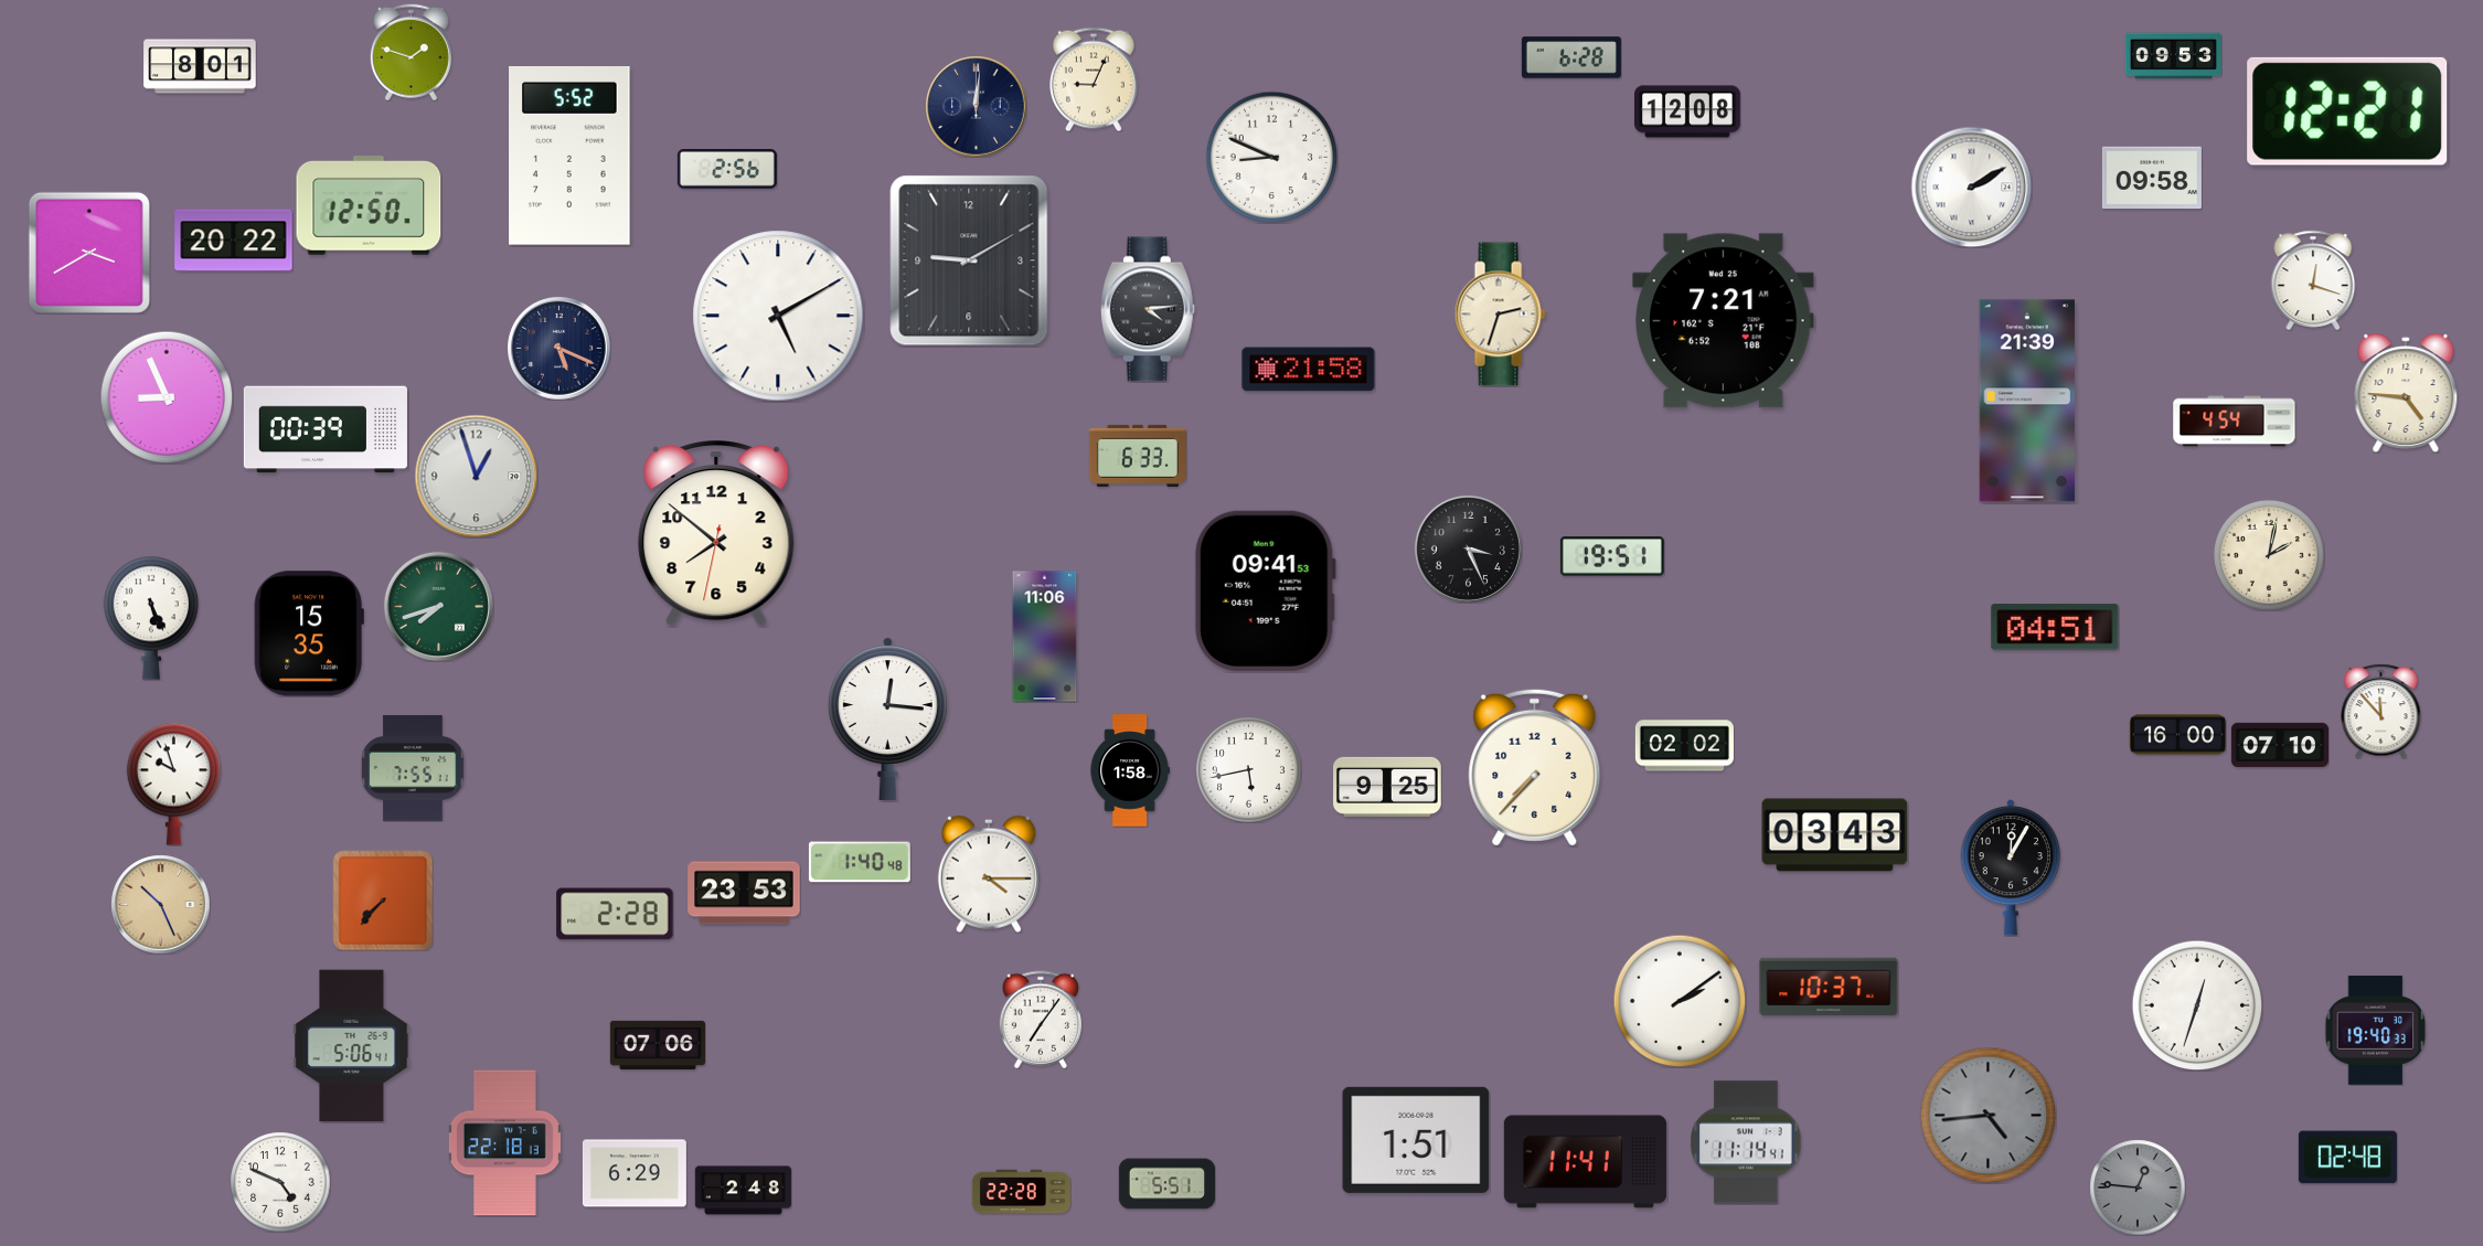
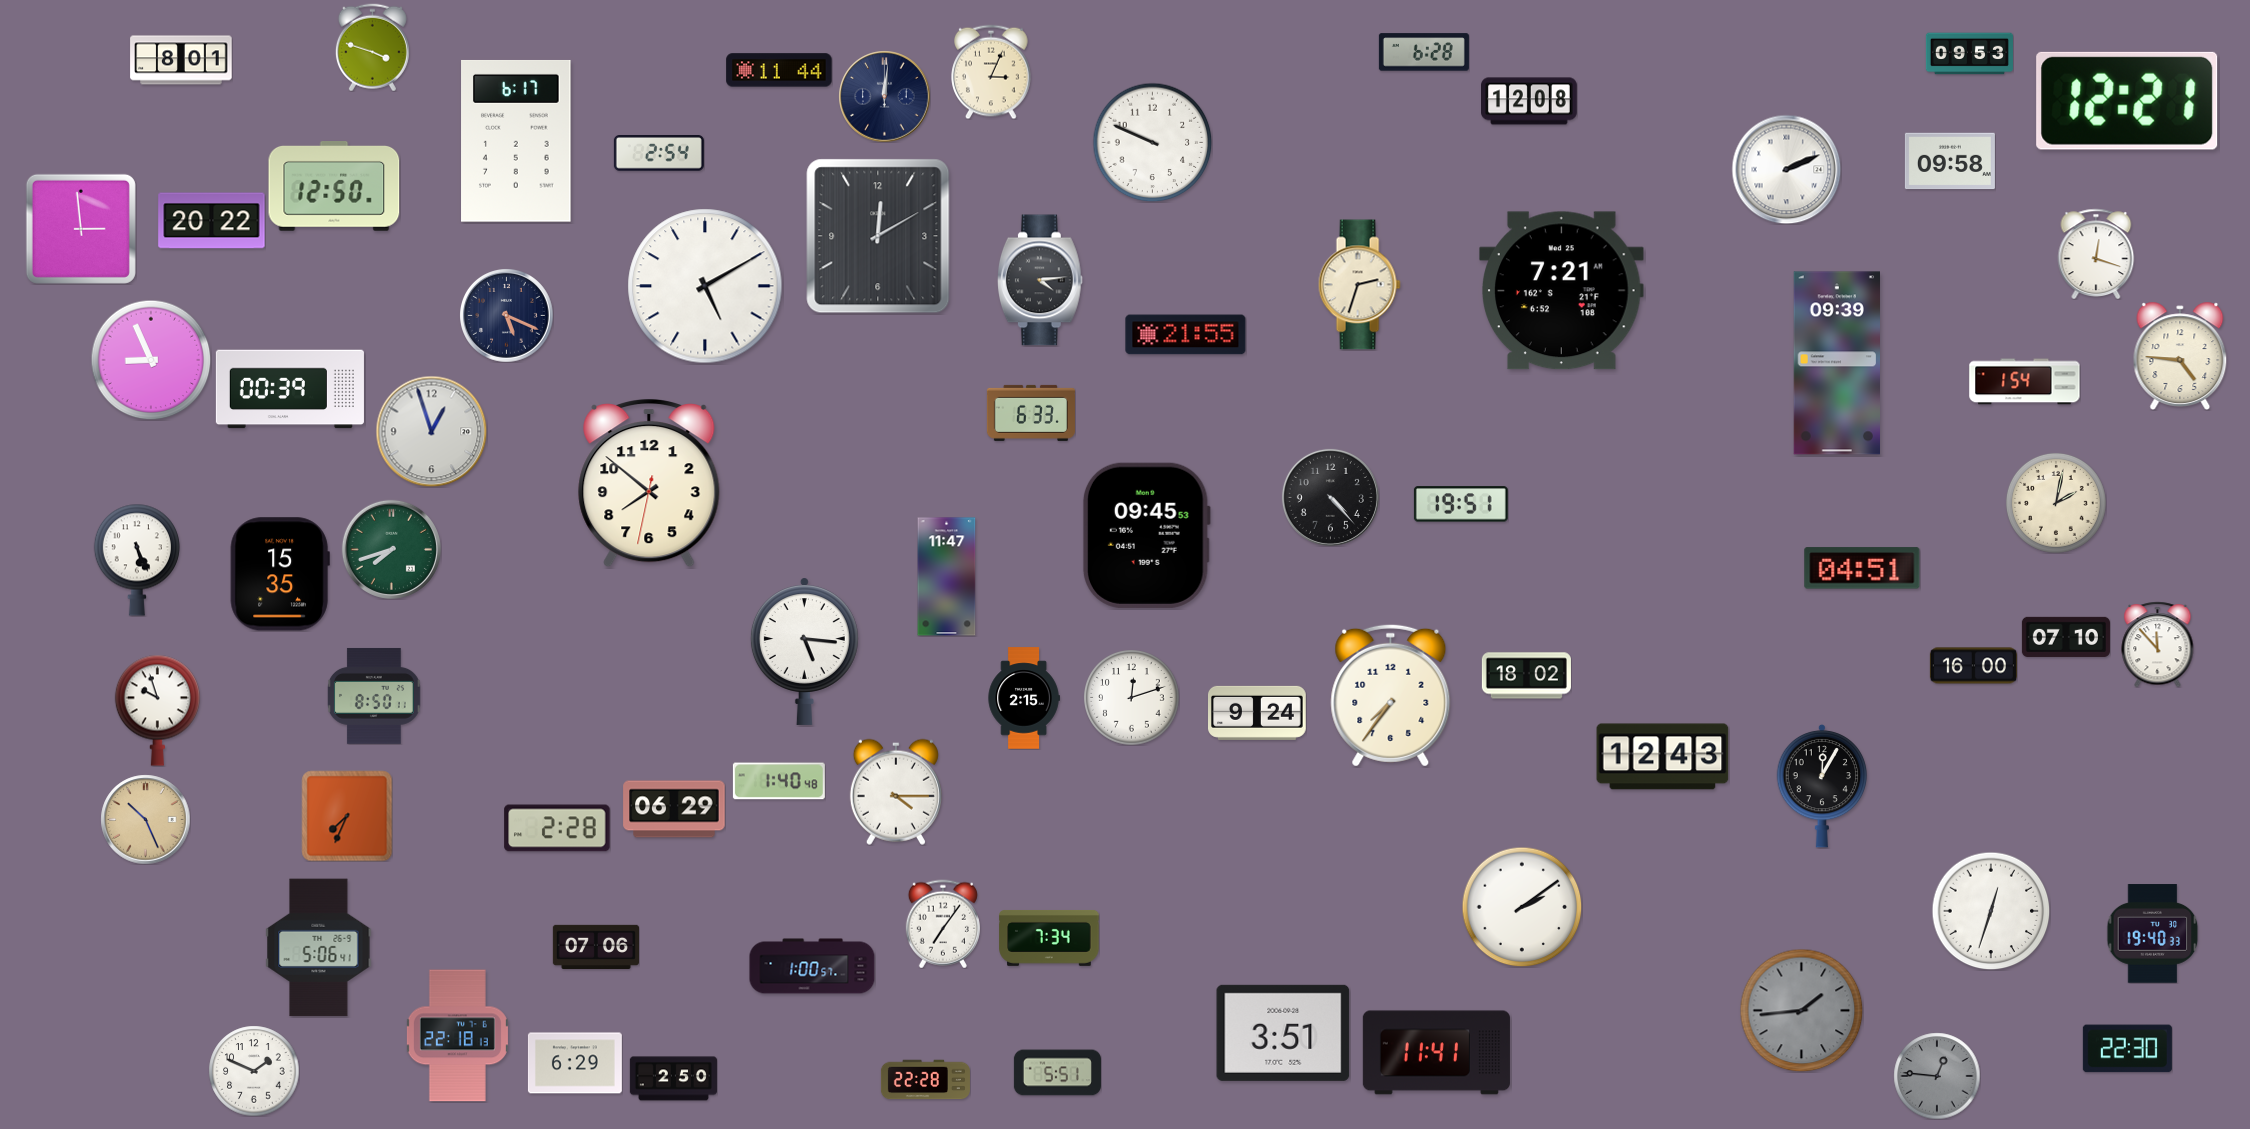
clock at (411, 52): 1:48 -> 3:48
clock at (2173, 56) position: (2173, 56) -> (1969, 54)
clock at (779, 70): none -> 11:44
clock at (1094, 79): 9:04 -> 3:04
clock at (569, 156): 5:52 -> 6:17
clock at (1271, 157): 8:49 -> 9:49
clock at (727, 170): 2:56 -> 2:54
clock at (1971, 187): 2:10 -> 2:11
clock at (234, 241) position: (234, 241) -> (212, 221)
clock at (89, 253): 3:40 -> 2:59
clock at (969, 260): 9:10 -> 12:10
clock at (1309, 370): 21:58 -> 21:55
clock at (2026, 401): 21:39 -> 09:39
clock at (2235, 422): 4:54 -> 1:54
clock at (326, 429) position: (326, 429) -> (290, 389)
clock at (1468, 549): 3:26 -> 4:23
clock at (1265, 590): 09:41 -> 09:45
clock at (438, 606) position: (438, 606) -> (391, 549)
clock at (1045, 637): 11:06 -> 11:47
clock at (887, 718): 12:16 -> 5:16
clock at (2280, 745) position: (2280, 745) -> (2066, 637)
clock at (1684, 746): 02:02 -> 18:02
clock at (1535, 767): 7:37 -> 7:36
clock at (413, 768): 7:55 -> 8:50
clock at (1130, 770): 1:58 -> 2:15
clock at (1249, 770): 5:43 -> 12:12
clock at (1388, 787): 9:25 -> 9:24
clock at (1835, 835): 03:43 -> 12:43
clock at (744, 893): 23:53 -> 06:29
clock at (383, 901): 7:37 -> 7:34
clock at (1829, 987): 10:37 -> none
clock at (1049, 938): none -> 7:34
clock at (812, 966): none -> 1:00
clock at (1988, 1115): 4:44 -> 1:44
clock at (1416, 1140): 1:51 -> 3:51
clock at (1746, 1142): 11:14 -> none
clock at (2347, 1158): 02:48 -> 22:30
clock at (280, 1182): 4:49 -> 1:49
clock at (743, 1191): 2:48 -> 2:50
